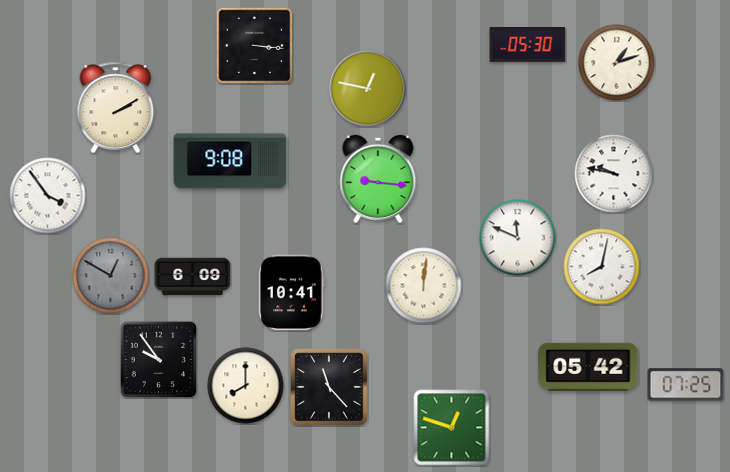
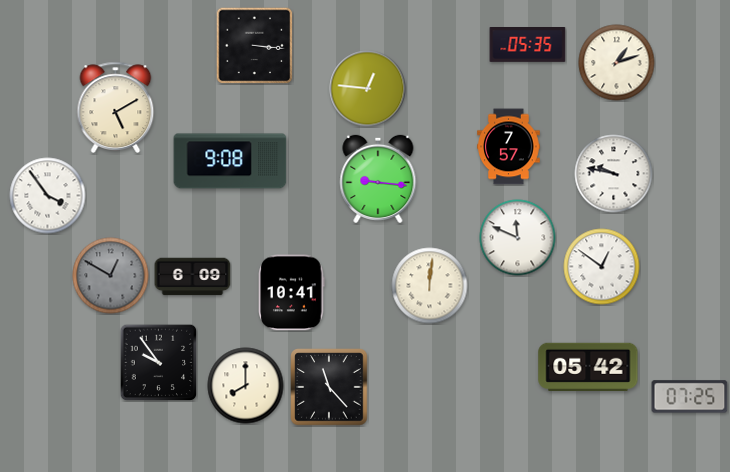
clock at (528, 45): 05:30 -> 05:35
clock at (368, 89): 12:47 -> 12:46
clock at (116, 107): 2:10 -> 5:10
clock at (509, 147): none -> 7:57
clock at (602, 267): 8:02 -> 12:51
clock at (424, 286) position: (424, 286) -> (430, 286)
clock at (158, 359) position: (158, 359) -> (158, 362)
clock at (686, 385) position: (686, 385) -> (690, 397)
clock at (452, 428): 12:48 -> none
